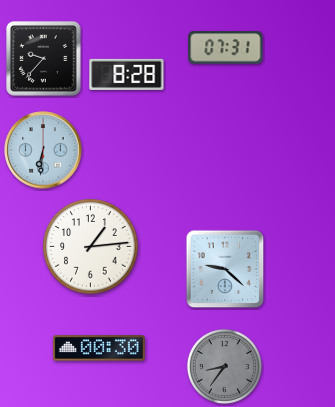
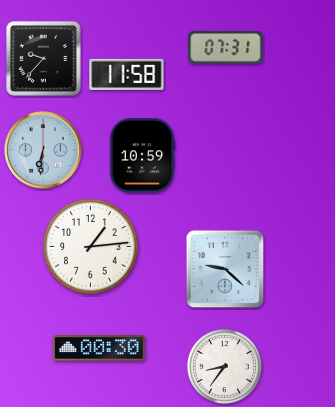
clock at (127, 74): 8:28 -> 11:58
clock at (142, 156): none -> 10:59
clock at (224, 366) dial: grey -> white
